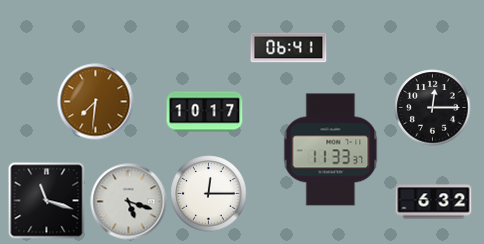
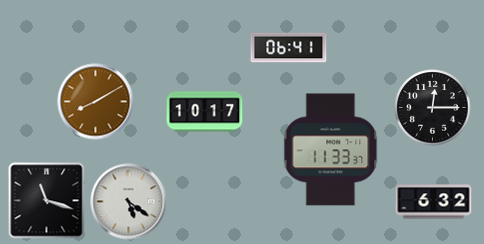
clock at (96, 102): 7:31 -> 8:10
clock at (209, 194): 12:15 -> none
clock at (129, 202): 5:18 -> 5:21
